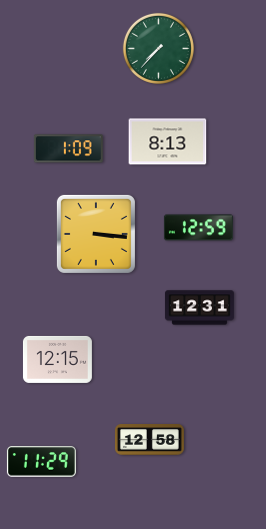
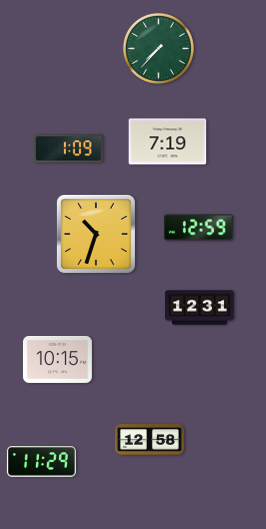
clock at (168, 142): 8:13 -> 7:19
clock at (96, 234): 3:16 -> 10:33
clock at (57, 359): 12:15 -> 10:15
